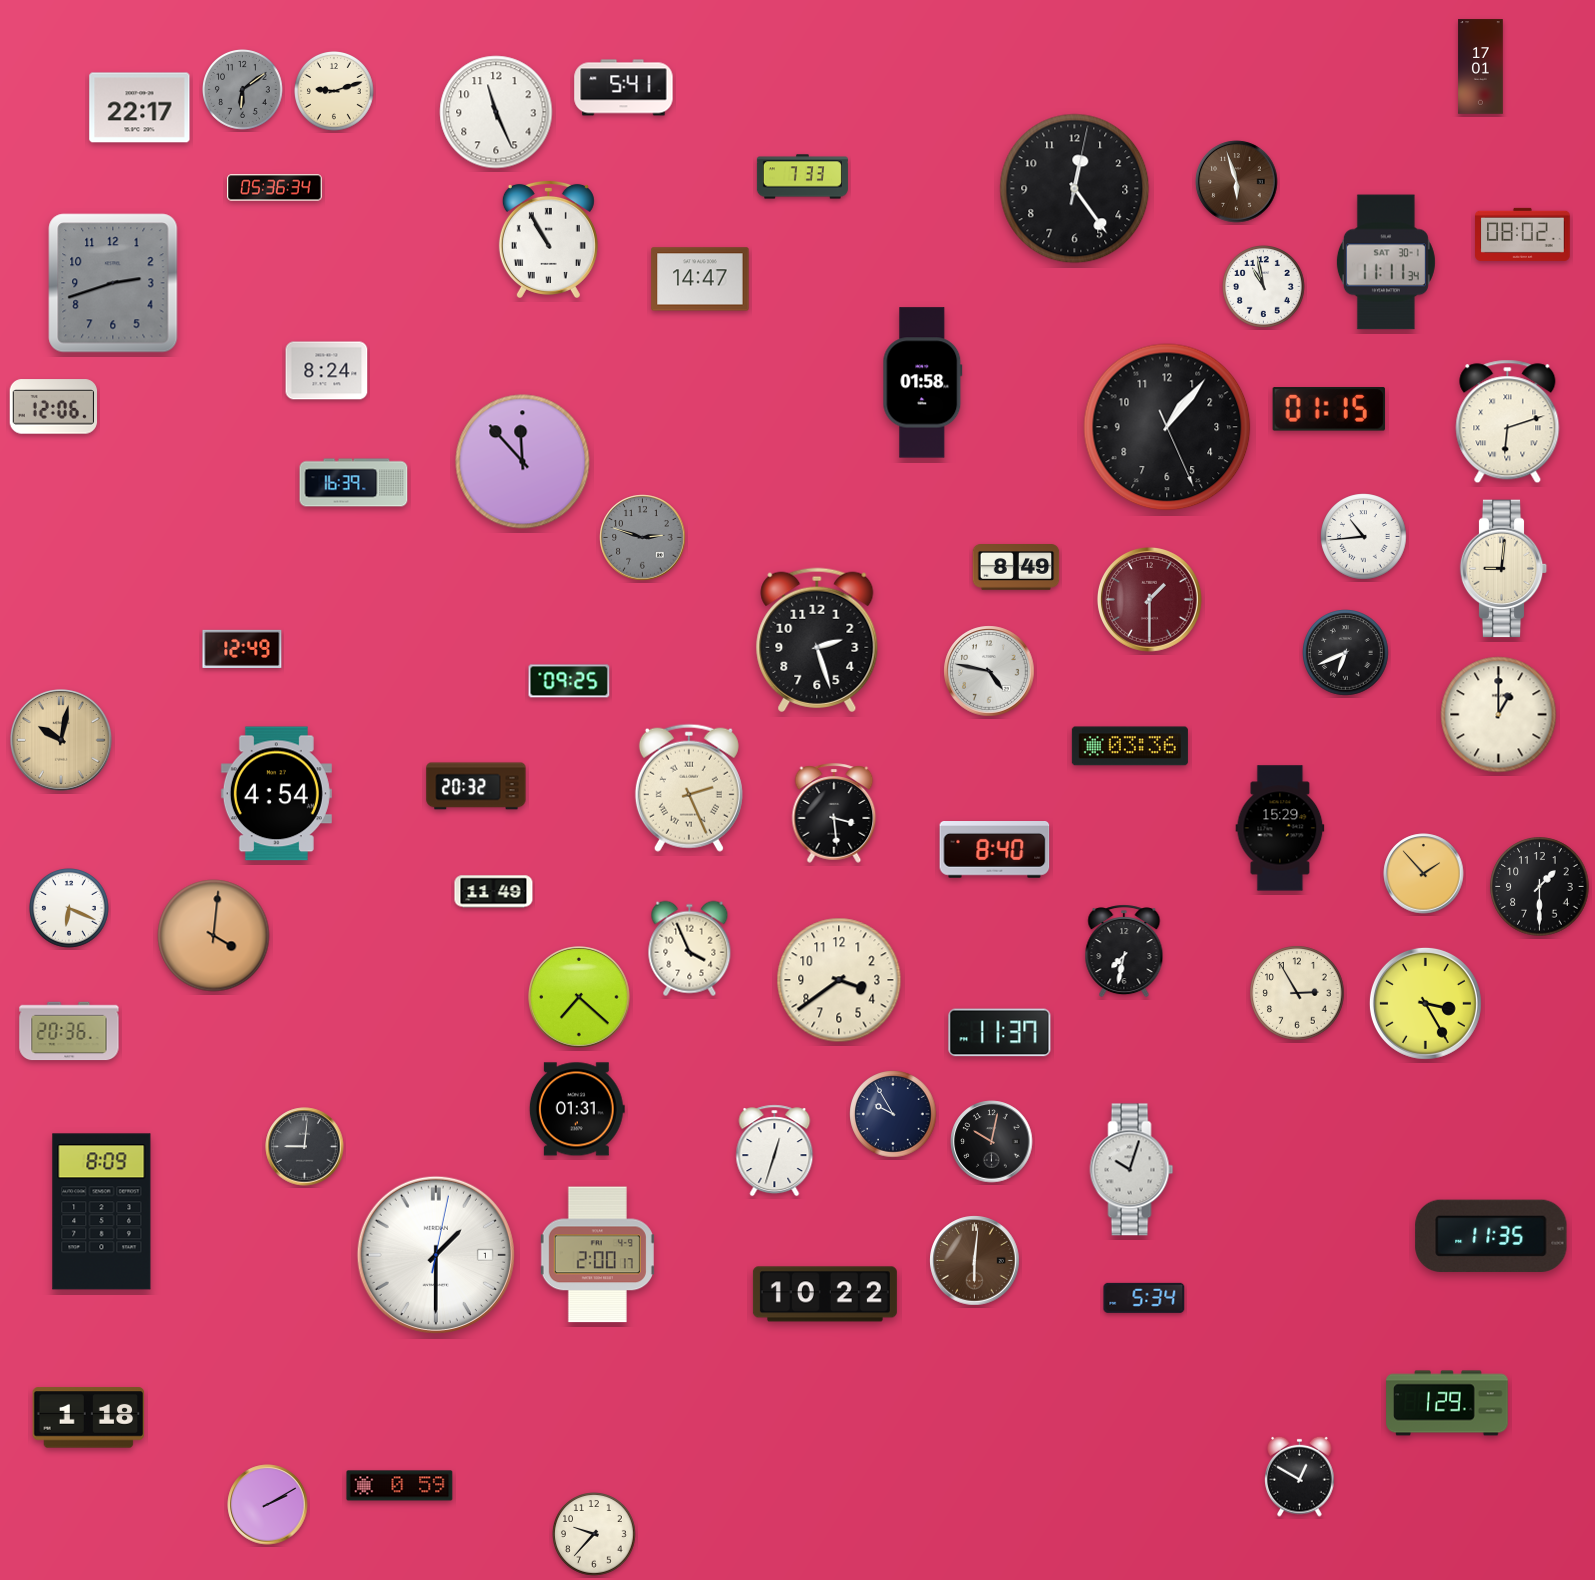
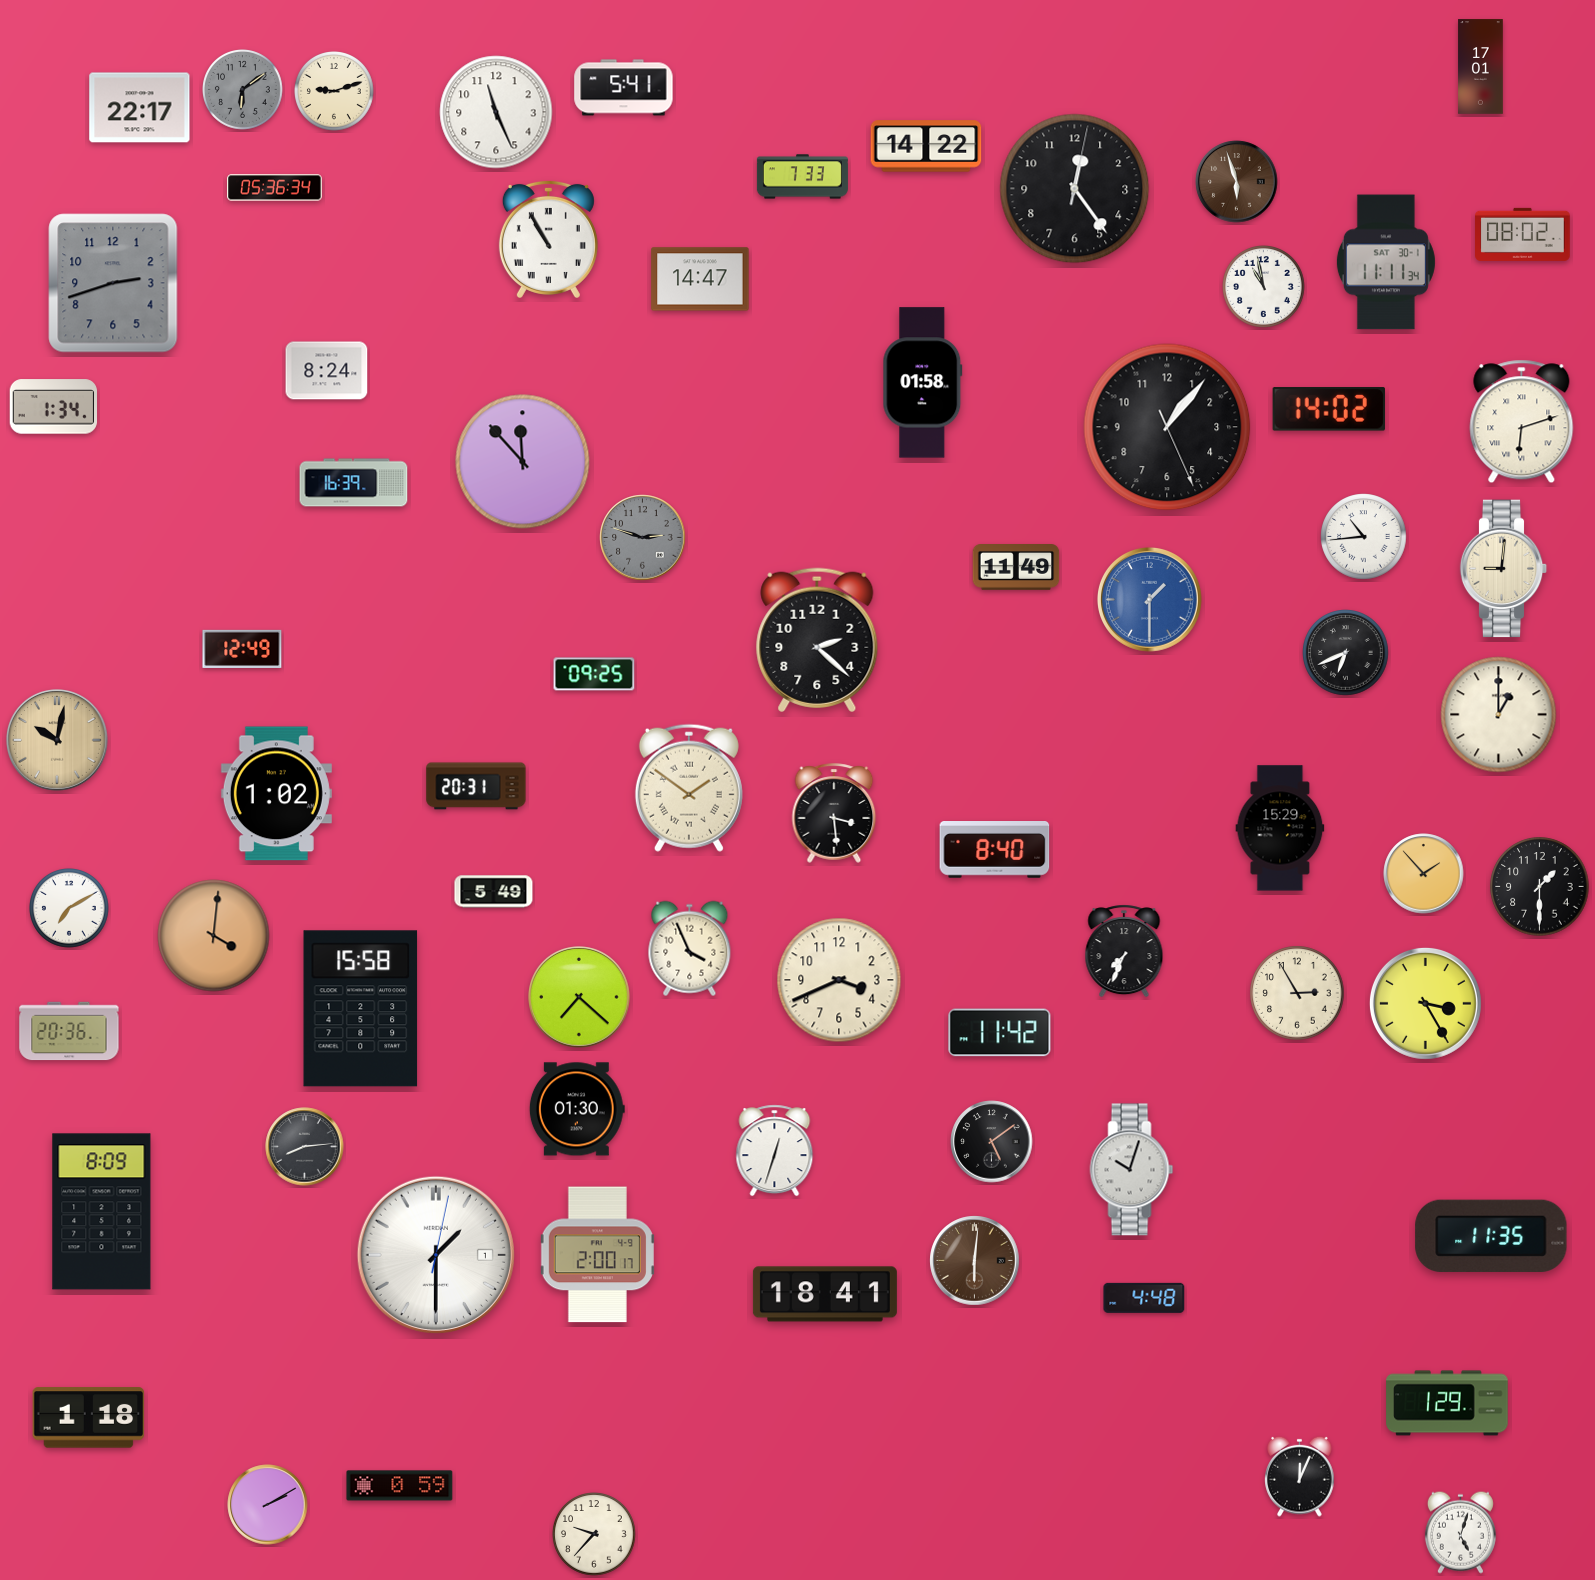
clock at (926, 146): none -> 14:22
clock at (54, 407): 12:06 -> 1:34
clock at (1329, 409): 01:15 -> 14:02
clock at (1508, 422) position: (1508, 422) -> (1522, 422)
clock at (1016, 568): 8:49 -> 11:49
clock at (1149, 599) dial: burgundy -> blue
clock at (817, 640): 2:27 -> 2:22
clock at (989, 671): 4:47 -> none
clock at (569, 681) position: (569, 681) -> (594, 674)
clock at (62, 741) position: (62, 741) -> (58, 741)
clock at (1130, 746): 03:36 -> none
clock at (476, 786): 20:32 -> 20:31
clock at (689, 788): 2:26 -> 1:51
clock at (276, 794): 4:54 -> 1:02
clock at (494, 892): 11:49 -> 5:49
clock at (70, 909): 6:19 -> 7:10
clock at (1124, 951): 7:32 -> 7:34
clock at (839, 980): 3:39 -> 3:41
clock at (361, 1009): none -> 15:58
clock at (1000, 1033): 11:37 -> 11:42
clock at (577, 1109): 01:31 -> 01:30
clock at (893, 1114): 9:55 -> none
clock at (992, 1142): 10:02 -> 5:09
clock at (305, 1147): 9:01 -> 8:14
clock at (825, 1294): 10:22 -> 18:41
clock at (1144, 1298): 5:34 -> 4:48
clock at (1300, 1476): 12:50 -> 12:04
clock at (1460, 1532): none -> 5:03
